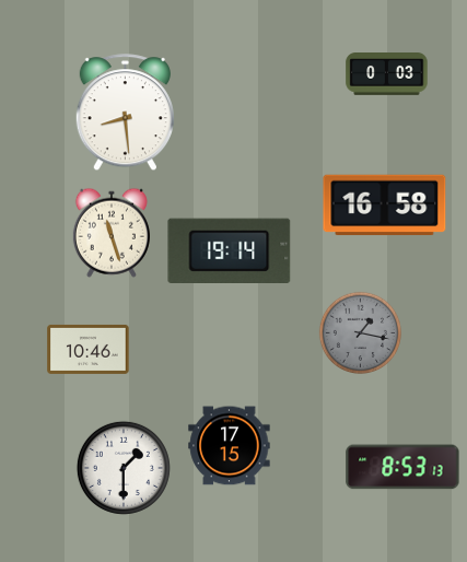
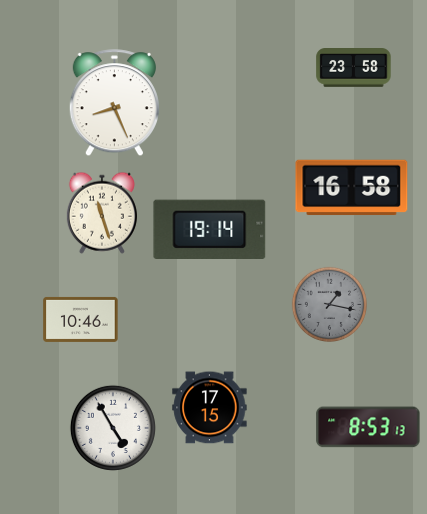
clock at (387, 74): 0:03 -> 23:58
clock at (125, 113): 8:29 -> 8:26
clock at (124, 468): 1:30 -> 4:55
